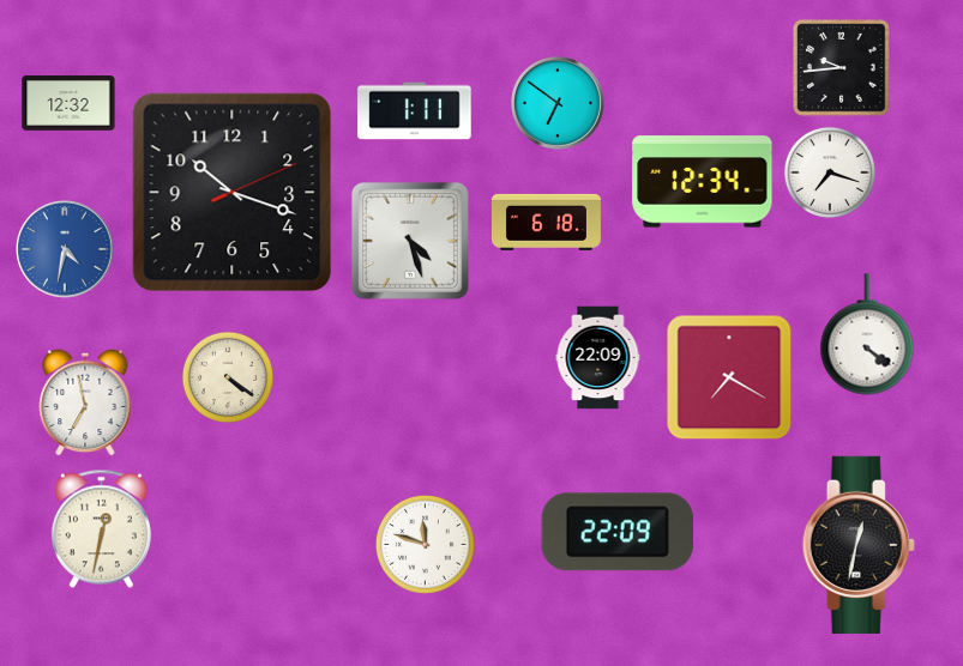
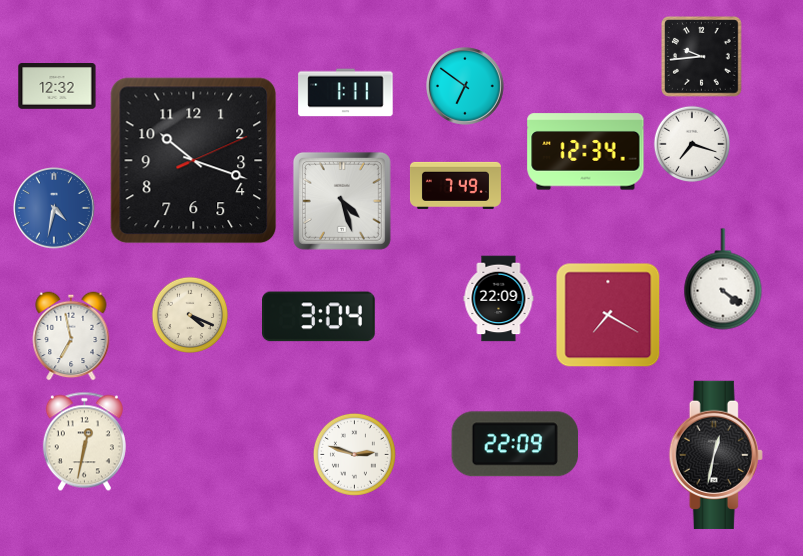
clock at (546, 222): 6:18 -> 7:49
clock at (227, 376): 4:21 -> 4:19
clock at (319, 317): none -> 3:04
clock at (425, 544): 11:48 -> 2:48
